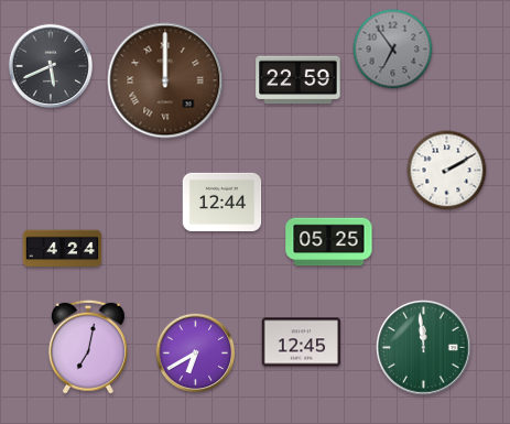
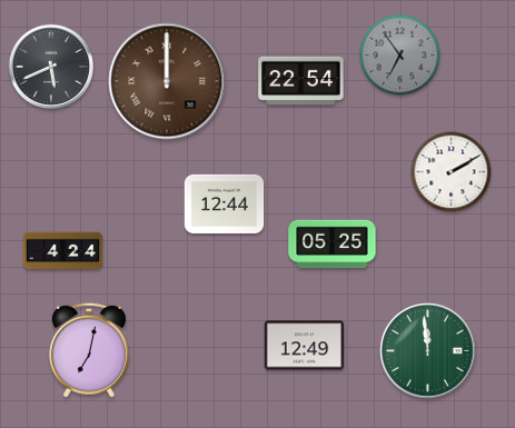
clock at (393, 50) position: (393, 50) -> (400, 56)
clock at (299, 80): 22:59 -> 22:54
clock at (302, 343): 12:45 -> 12:49
clock at (196, 354): 6:40 -> none
